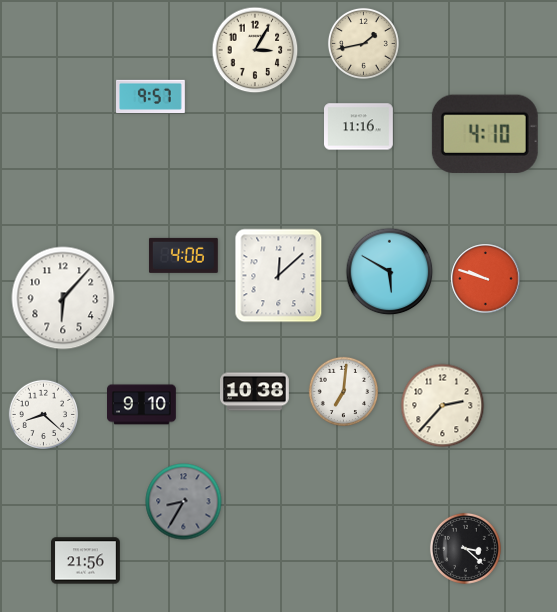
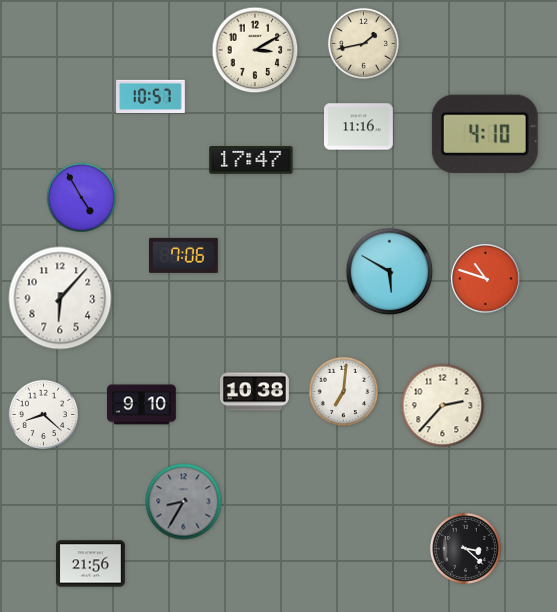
clock at (255, 50): 3:05 -> 3:10
clock at (151, 96): 9:57 -> 10:57
clock at (251, 161): none -> 17:47
clock at (81, 197): none -> 4:55
clock at (183, 255): 4:06 -> 7:06
clock at (279, 276): 12:08 -> none
clock at (486, 279): 9:48 -> 10:48
clock at (63, 298) position: (63, 298) -> (60, 298)
clock at (86, 561) position: (86, 561) -> (91, 564)
